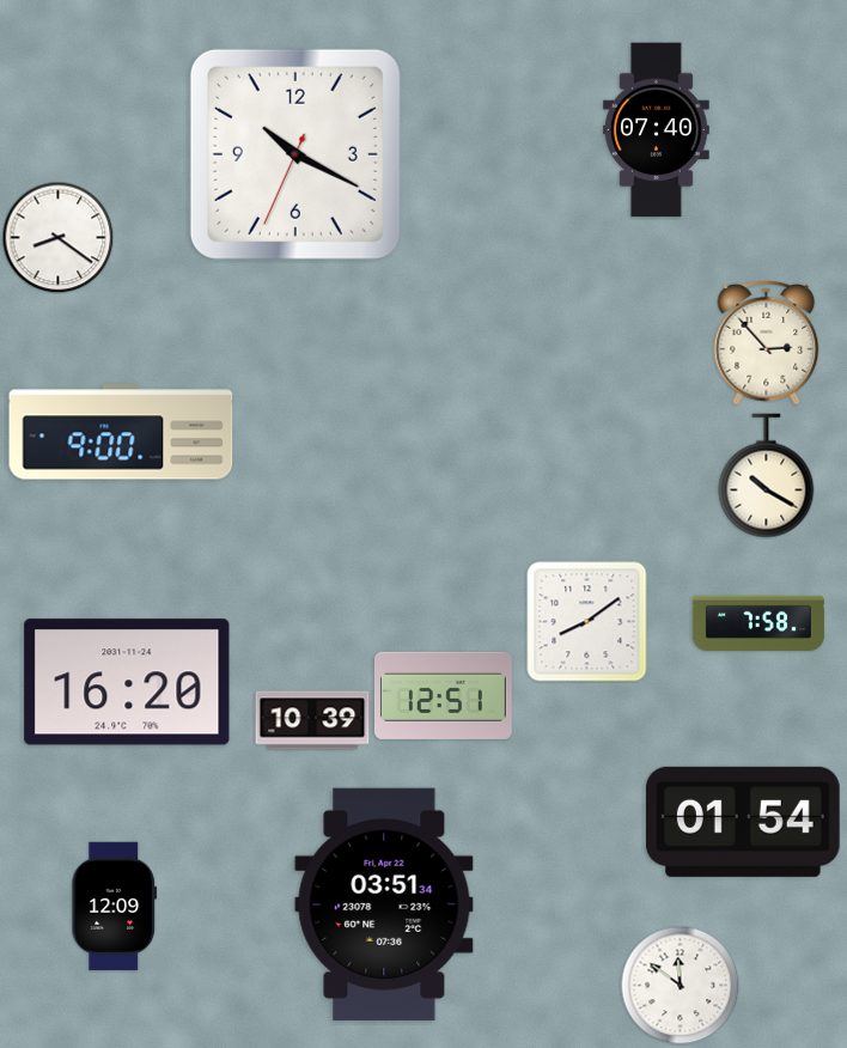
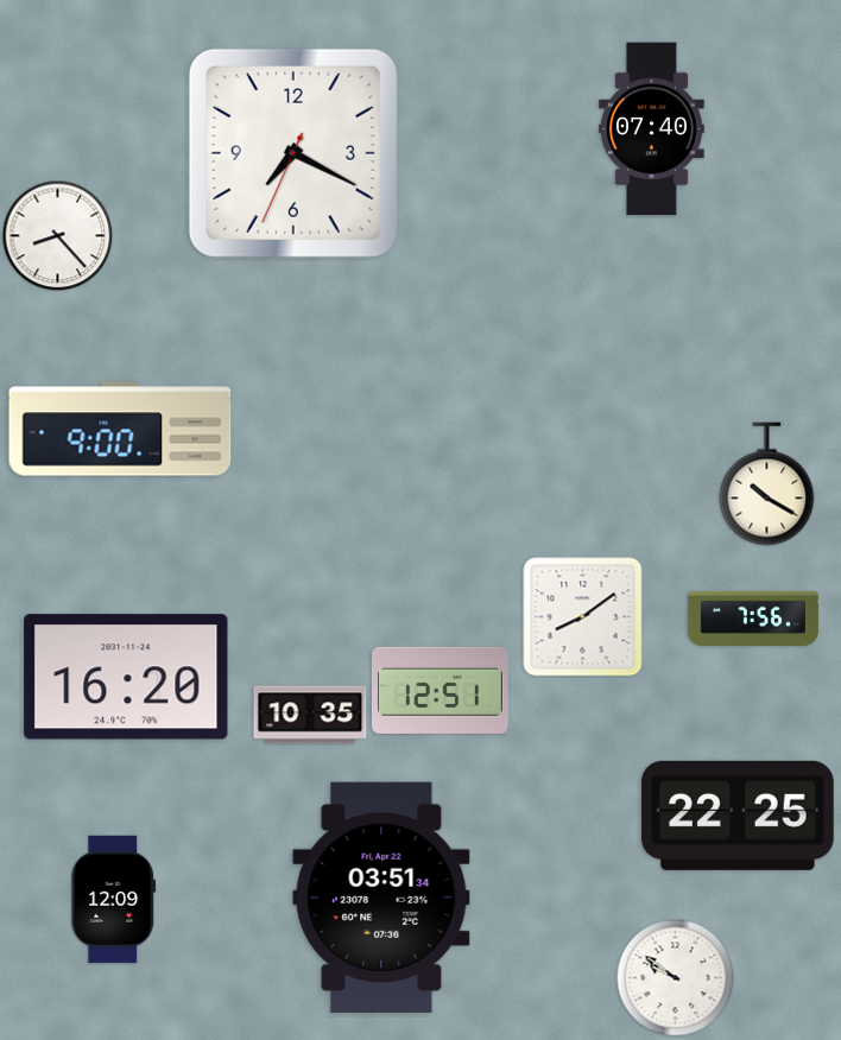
clock at (295, 154): 10:19 -> 7:19
clock at (57, 237): 8:21 -> 8:23
clock at (767, 342): 2:53 -> none
clock at (767, 476) position: (767, 476) -> (767, 484)
clock at (758, 623): 7:58 -> 7:56
clock at (312, 720): 10:39 -> 10:35
clock at (743, 822): 01:54 -> 22:25
clock at (681, 986): 11:51 -> 9:51
